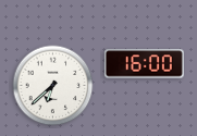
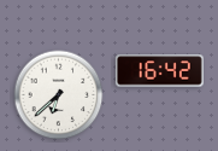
clock at (144, 64): 16:00 -> 16:42
